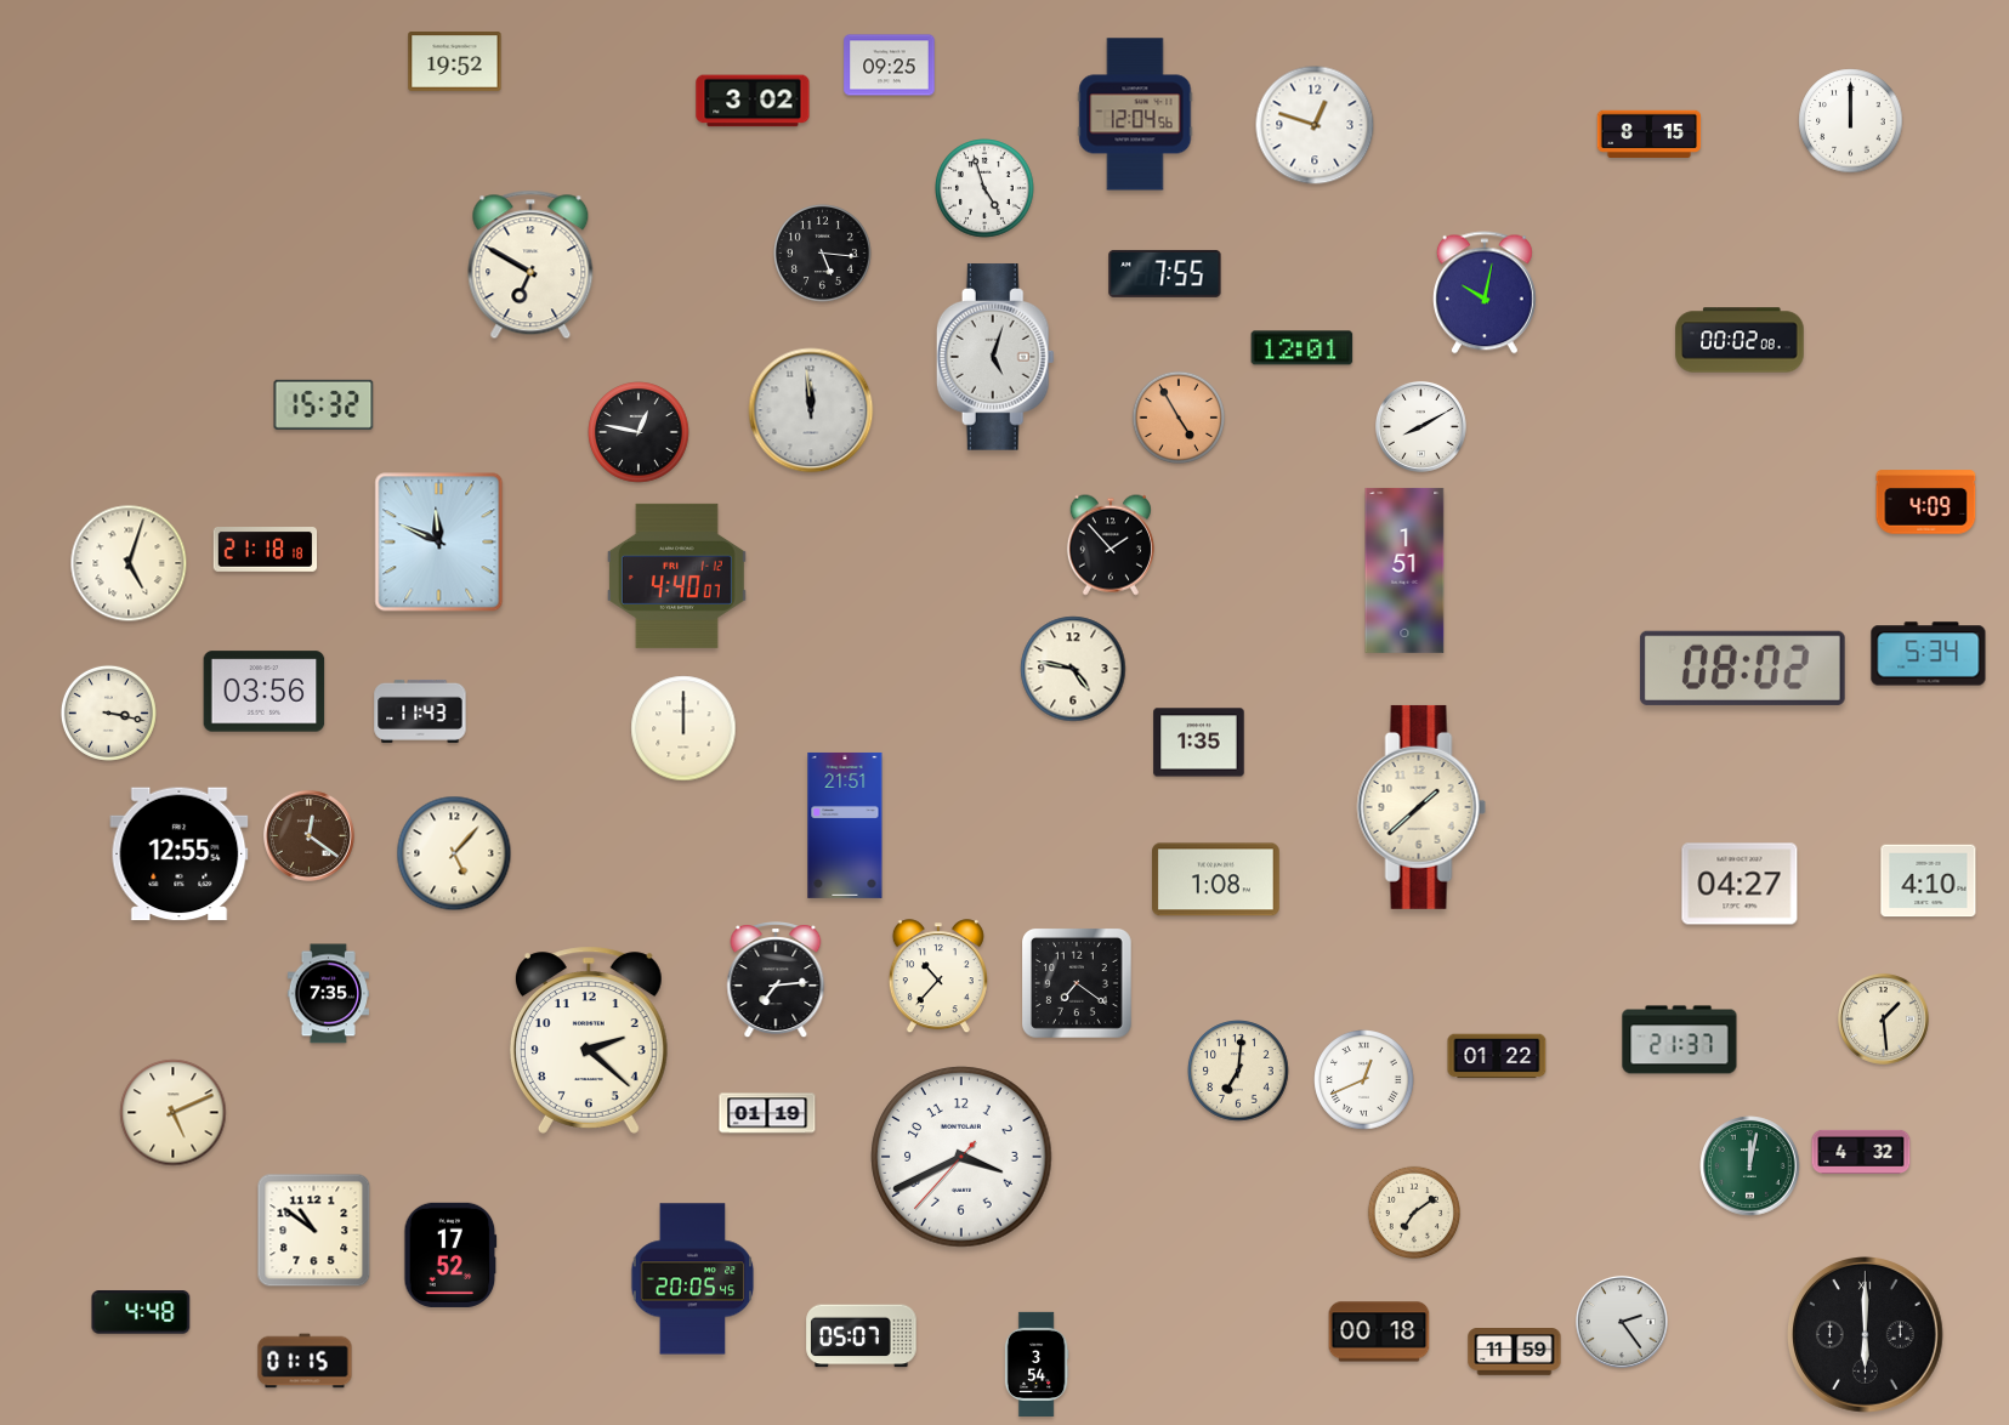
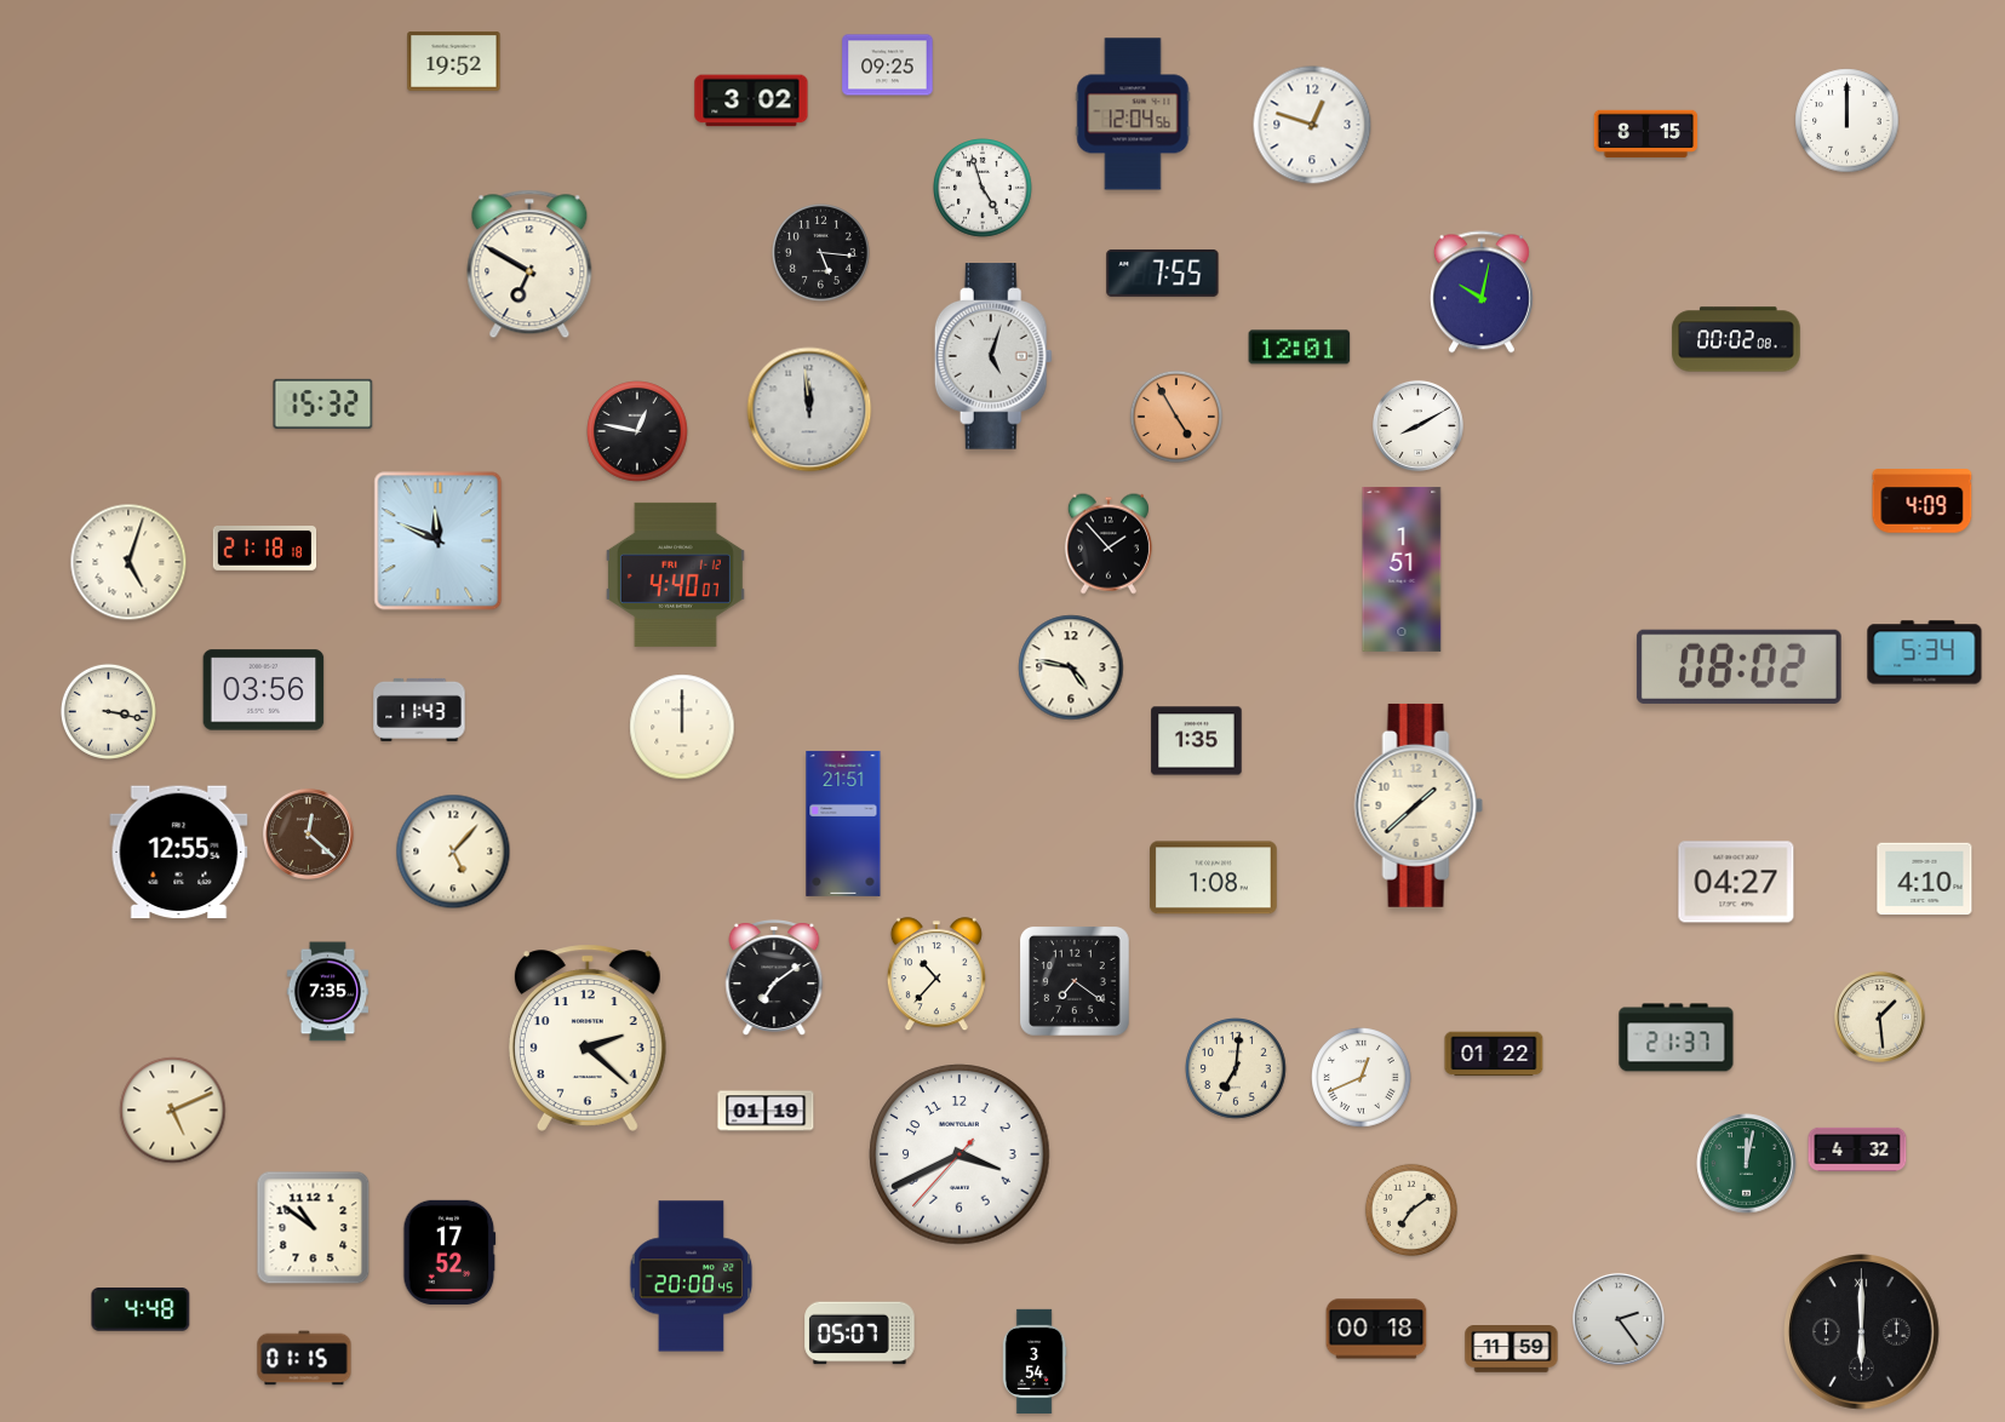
clock at (308, 835): 12:21 -> 12:22
clock at (776, 981): 7:14 -> 7:09
clock at (693, 1279): 20:05 -> 20:00
